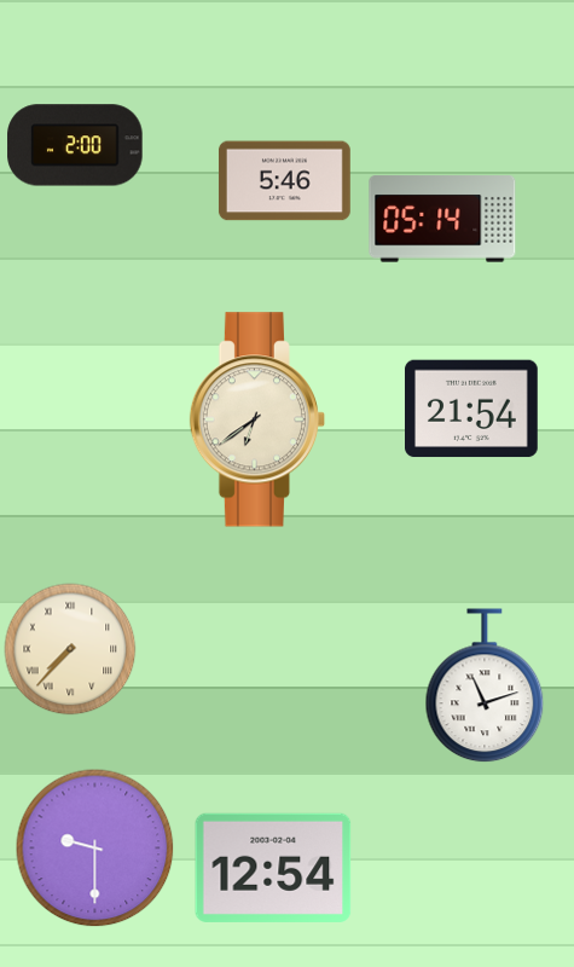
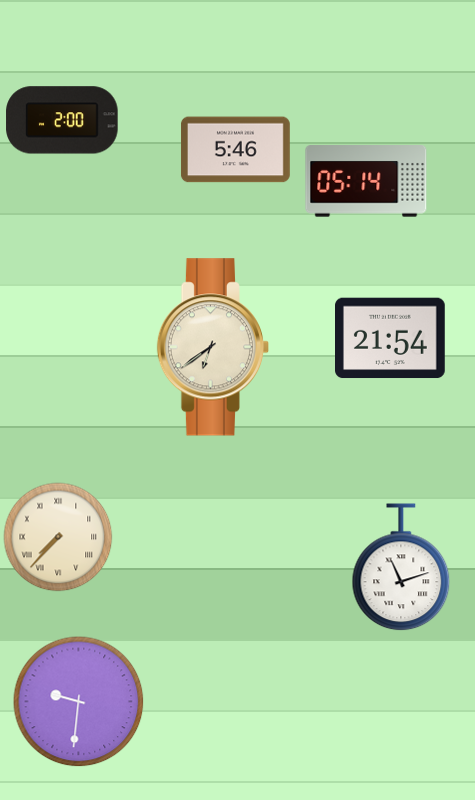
clock at (95, 849): 9:30 -> 9:31
clock at (273, 868): 12:54 -> none
